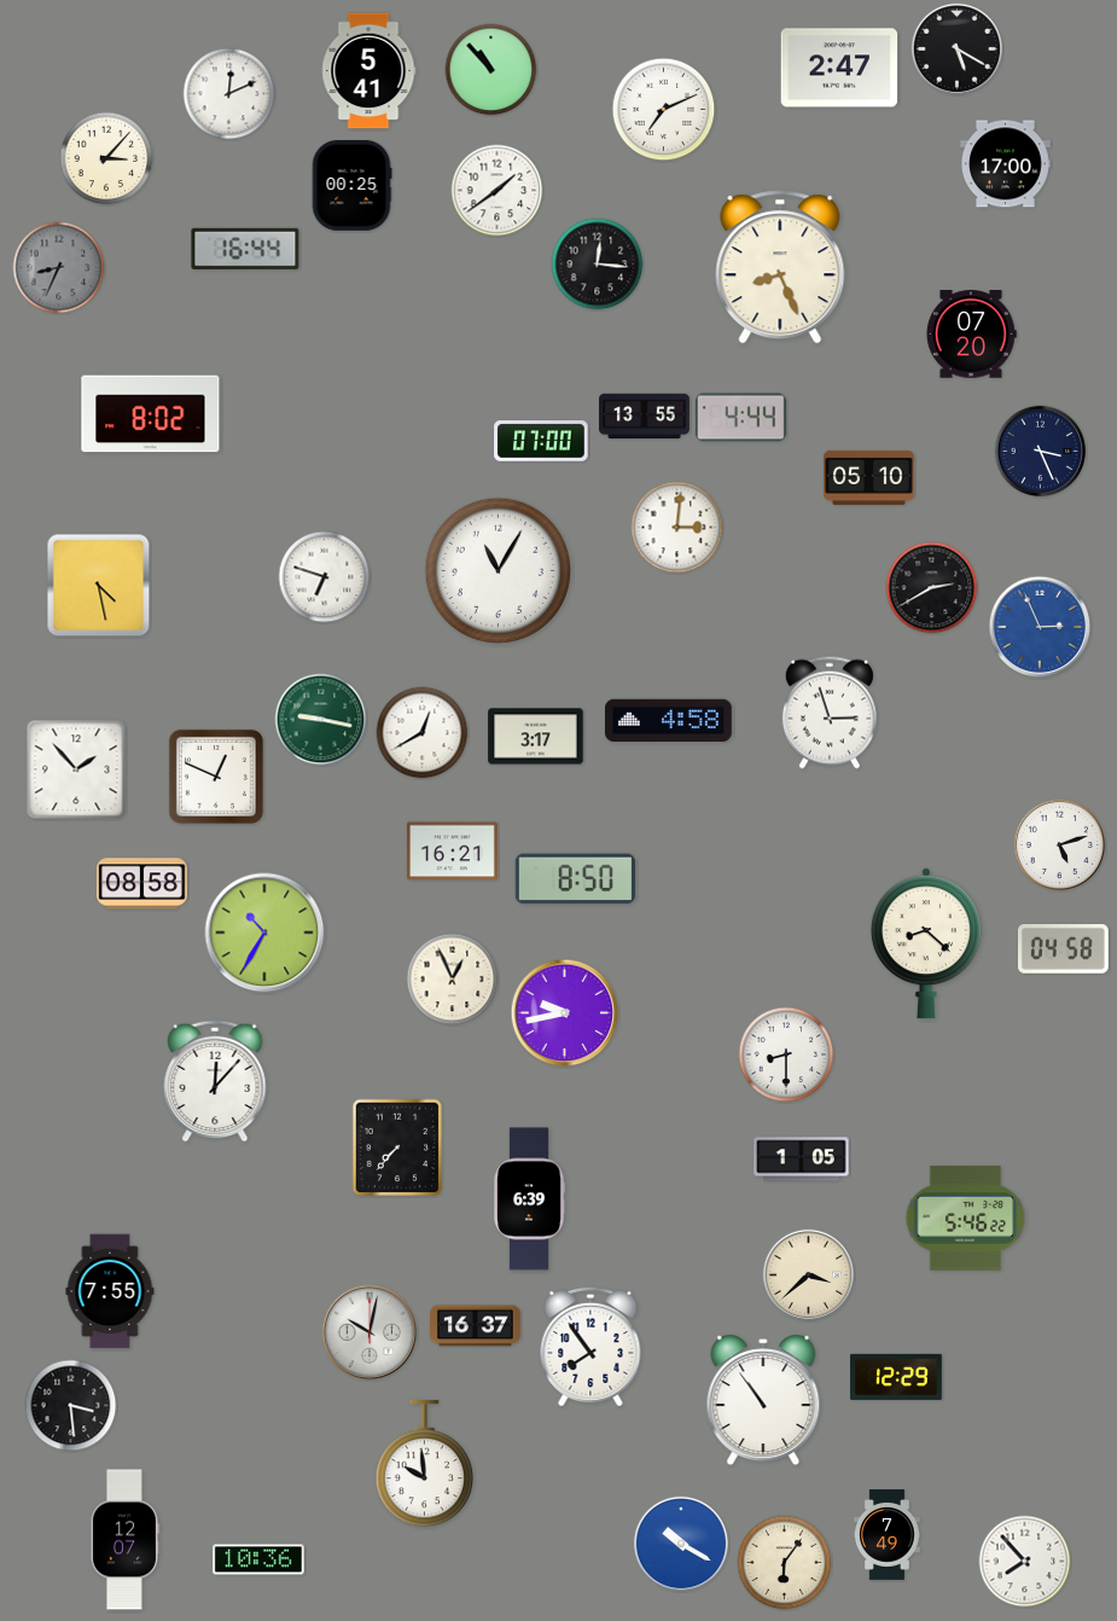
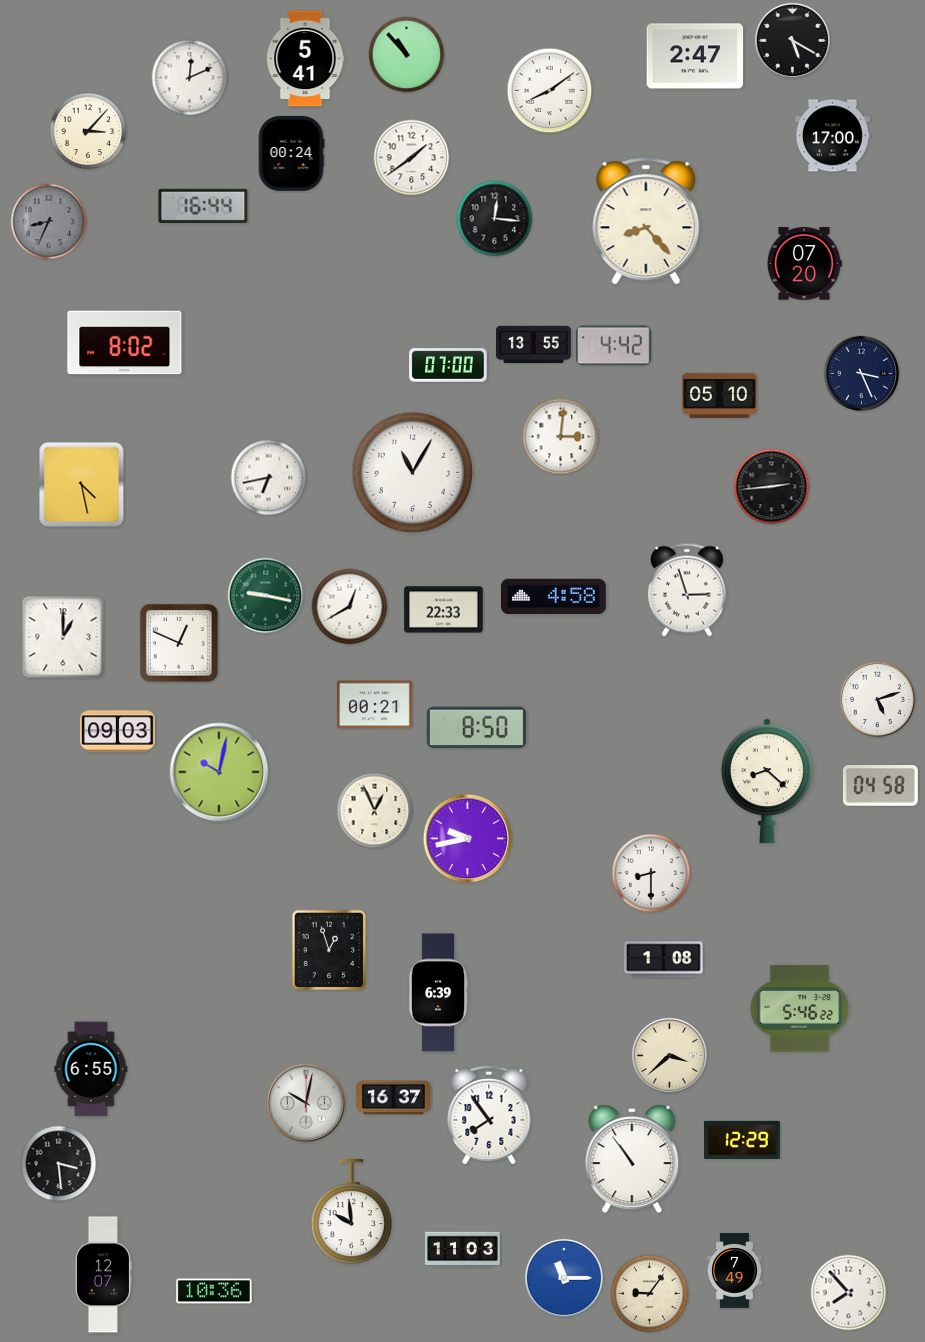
clock at (491, 70) position: (491, 70) -> (407, 55)
clock at (664, 110): 7:11 -> 8:09
clock at (351, 186): 00:25 -> 00:24
clock at (780, 267): 8:26 -> 8:23
clock at (971, 335) position: (971, 335) -> (804, 264)
clock at (740, 418): 4:44 -> 4:42
clock at (325, 577): 6:48 -> 6:43
clock at (932, 588): 2:40 -> 2:44
clock at (1040, 627): 2:56 -> none
clock at (536, 737): 3:17 -> 22:33
clock at (76, 769): 1:53 -> 1:00
clock at (452, 852): 16:21 -> 00:21
clock at (142, 884): 08:58 -> 09:03
clock at (264, 932): 10:35 -> 10:02
clock at (215, 1081): 12:07 -> none
clock at (397, 1148): 7:37 -> 12:57
clock at (802, 1160): 1:05 -> 1:08
clock at (110, 1291): 7:55 -> 6:55
clock at (463, 1250): none -> 11:03
clock at (681, 1544): 10:20 -> 11:15
clock at (785, 1563): 6:06 -> 9:06
